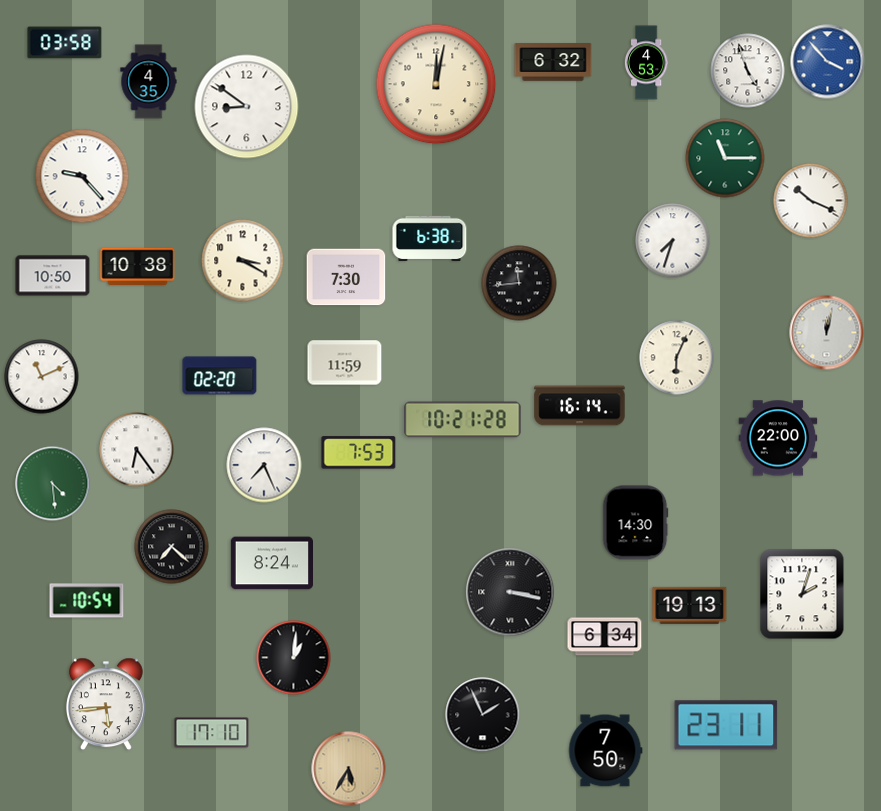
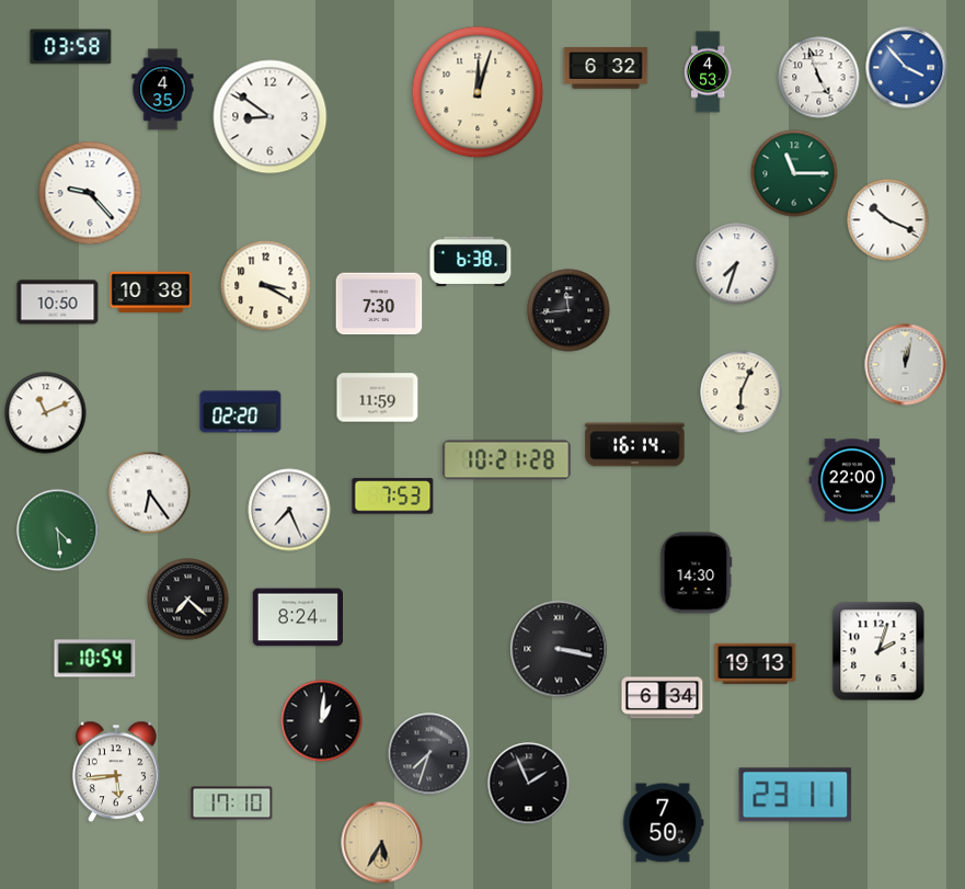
clock at (646, 63) position: (646, 63) -> (708, 72)
clock at (436, 84): 12:02 -> 12:03
clock at (429, 754): none -> 7:33
